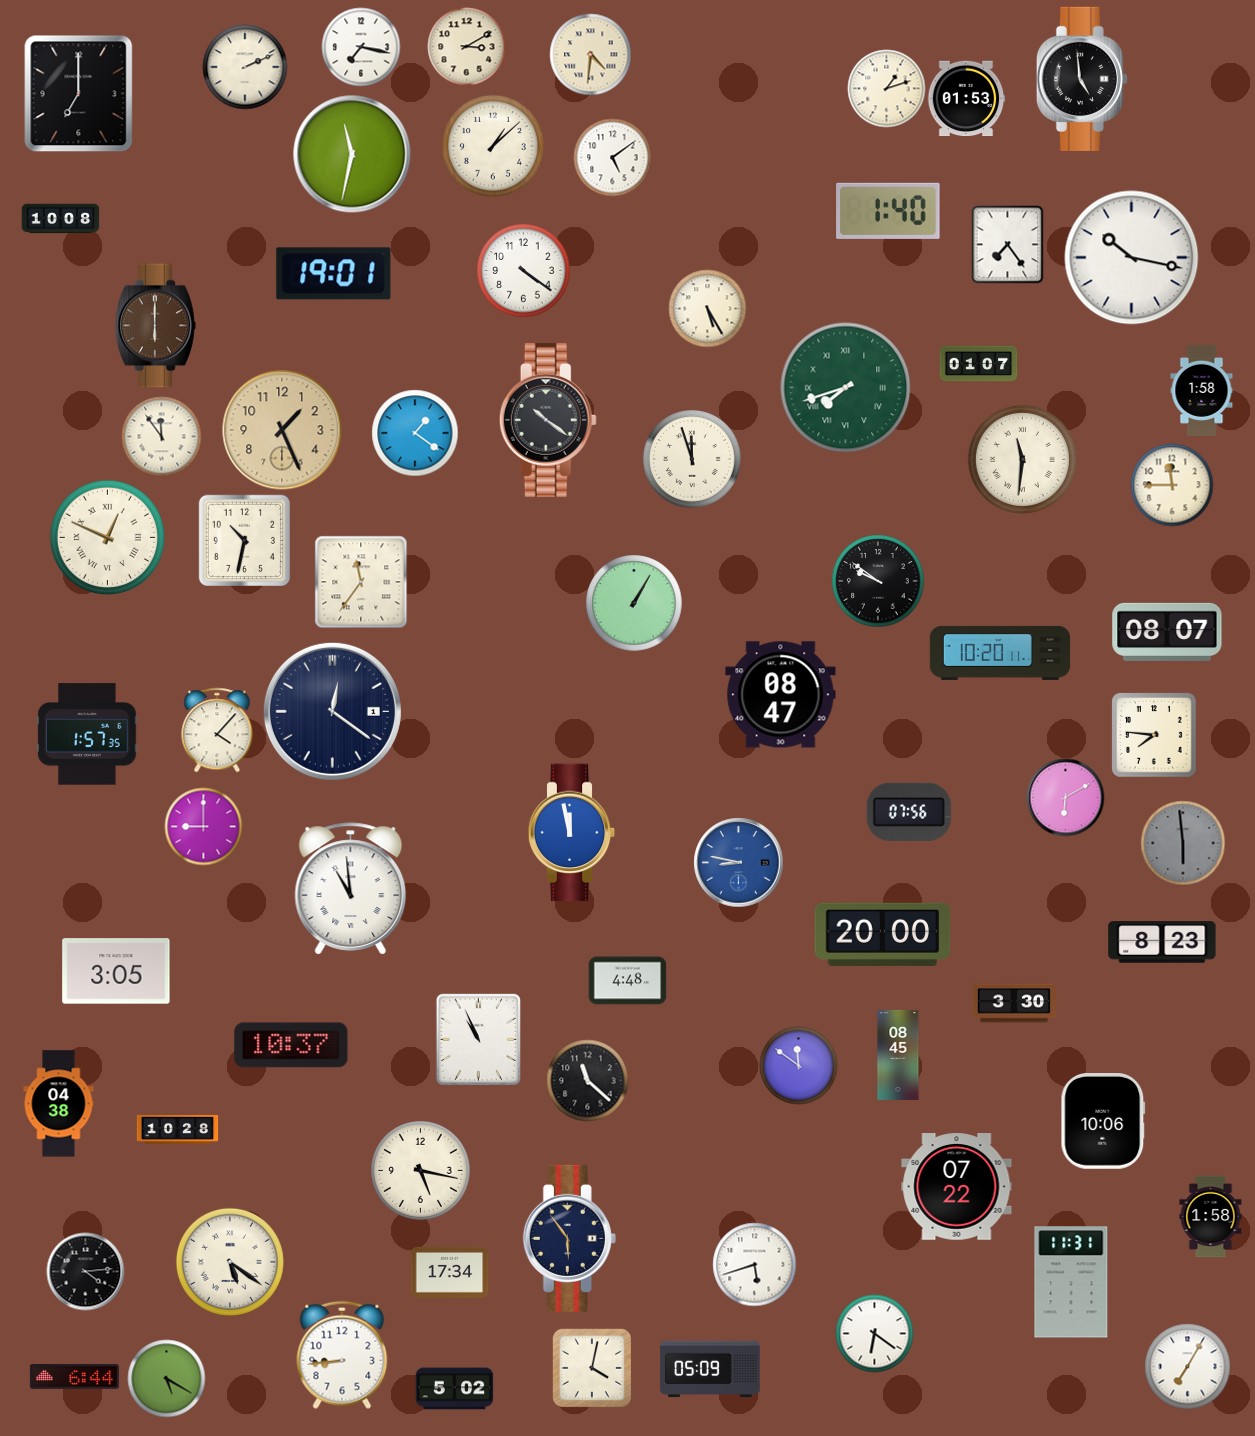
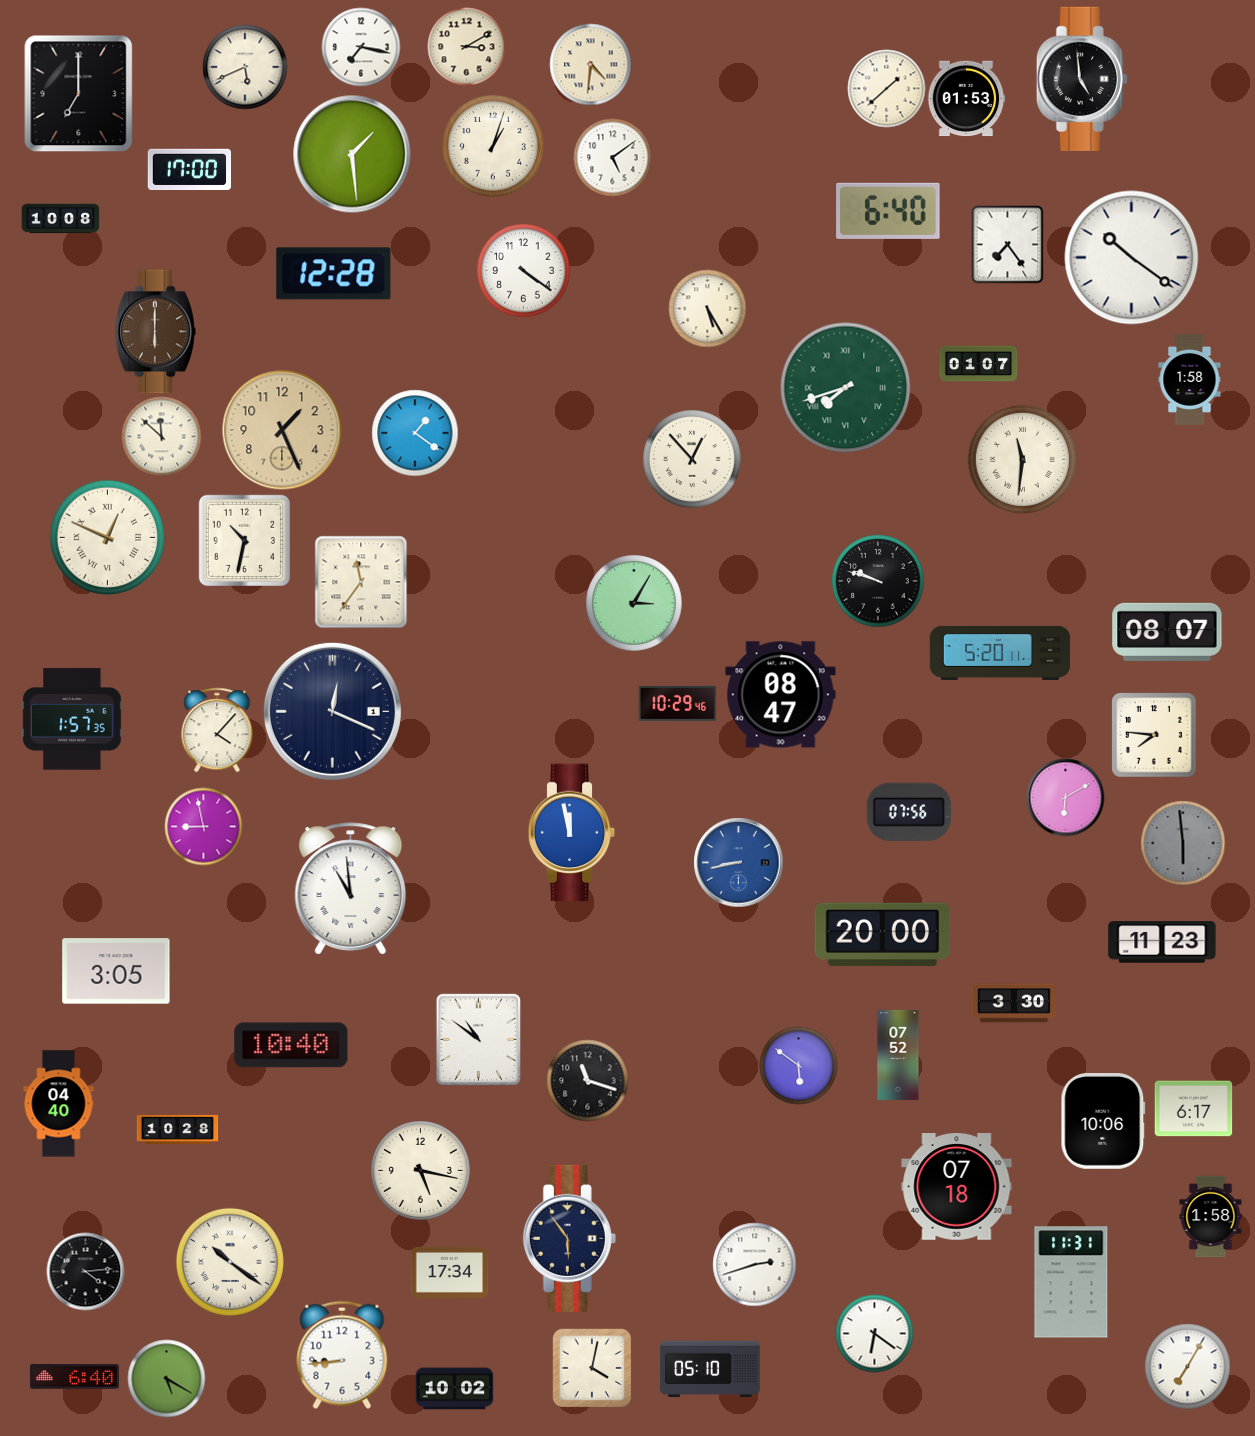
clock at (590, 54) position: (590, 54) -> (590, 64)
clock at (245, 67): 2:11 -> 5:41
clock at (886, 88): 1:12 -> 1:38
clock at (493, 146): 1:08 -> 1:03
clock at (352, 154): 11:32 -> 1:29
clock at (189, 169): none -> 17:00
clock at (888, 211): 1:40 -> 6:40
clock at (1132, 258): 10:17 -> 10:21
clock at (334, 274): 19:01 -> 12:28
clock at (155, 326) position: (155, 326) -> (155, 332)
clock at (1202, 390) position: (1202, 390) -> (1190, 379)
clock at (548, 420): 10:21 -> none
clock at (161, 436): 11:54 -> 11:52
clock at (693, 460): 11:57 -> 12:53
clock at (1172, 485): 11:45 -> none
clock at (878, 581): 9:51 -> 9:48
clock at (634, 603): 1:05 -> 3:05
clock at (1000, 653): 10:20 -> 5:20
clock at (677, 703): none -> 10:29
clock at (332, 711): 12:21 -> 12:19
clock at (87, 734) position: (87, 734) -> (72, 719)
clock at (203, 826): 9:00 -> 8:58
clock at (738, 862): 8:47 -> 8:43
clock at (1162, 942): 8:23 -> 11:23
clock at (627, 981): 4:48 -> none
clock at (478, 1039): 10:56 -> 10:51
clock at (291, 1045): 10:37 -> 10:40
clock at (898, 1055): 08:45 -> 07:52
clock at (798, 1065): 11:51 -> 5:51
clock at (587, 1080): 11:22 -> 11:18
clock at (59, 1104): 04:38 -> 04:40
clock at (1193, 1109): none -> 6:17
clock at (957, 1187): 07:22 -> 07:18
clock at (230, 1262): 5:21 -> 10:21
clock at (754, 1264): 5:42 -> 2:42
clock at (710, 1369): 05:09 -> 05:10
clock at (74, 1377): 6:44 -> 6:40
clock at (454, 1389): 5:02 -> 10:02
